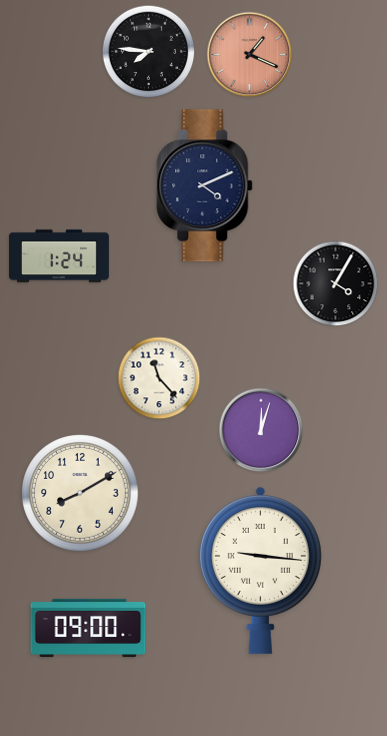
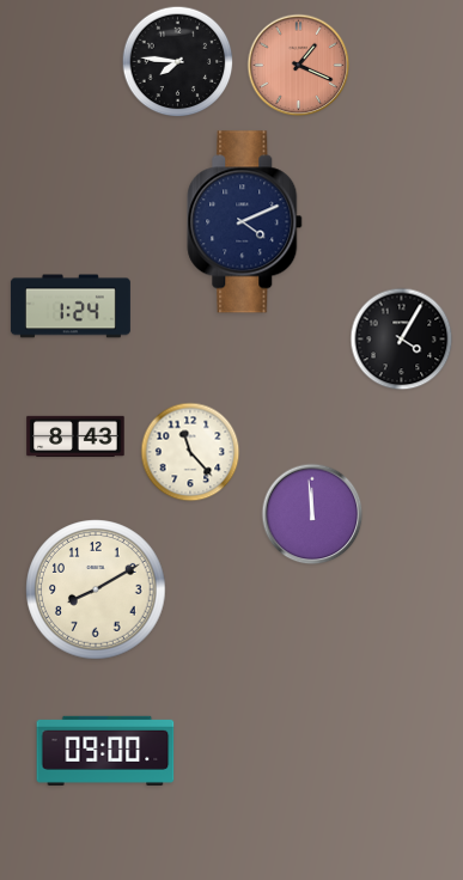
clock at (75, 435): none -> 8:43
clock at (261, 430): 12:03 -> 11:59
clock at (260, 570): 9:16 -> none
